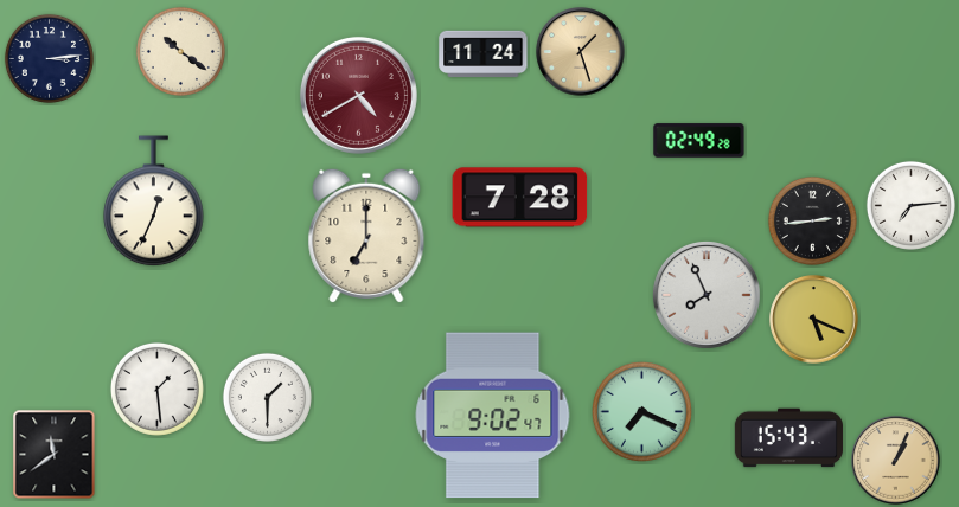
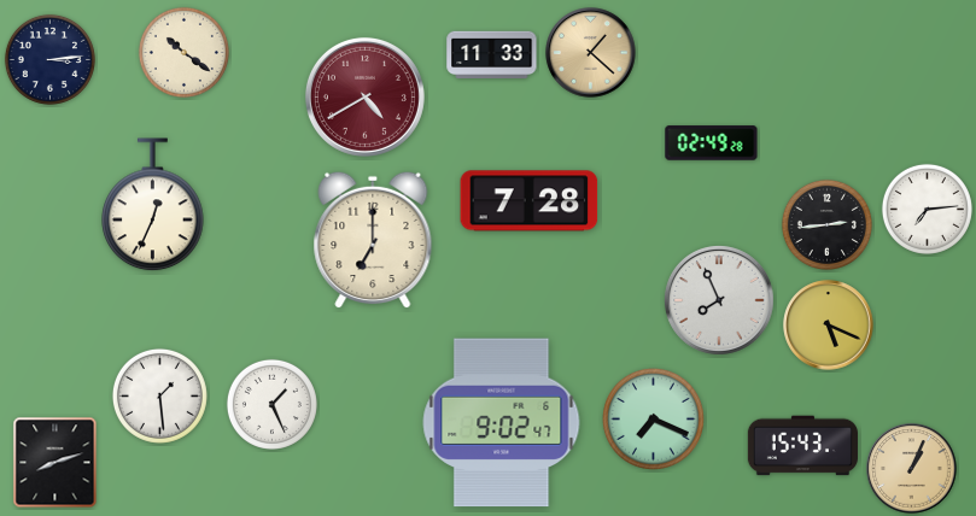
clock at (581, 52): 1:27 -> 1:22
clock at (484, 54): 11:24 -> 11:33
clock at (154, 201) position: (154, 201) -> (153, 205)
clock at (267, 397): 1:30 -> 1:26
clock at (55, 455): 11:39 -> 8:12
